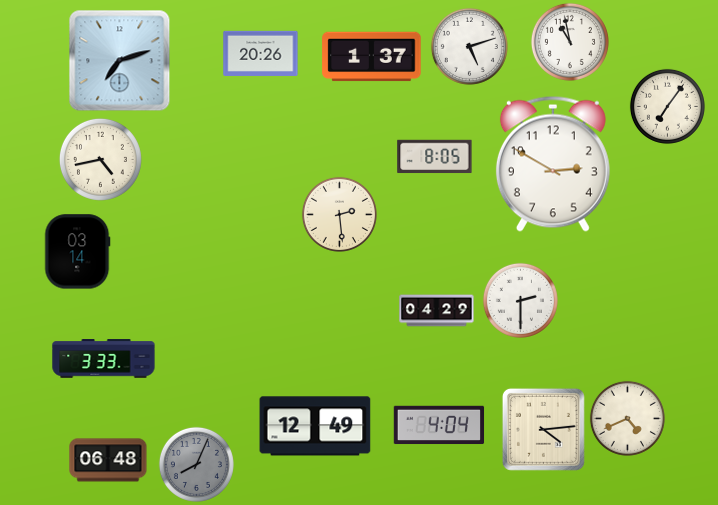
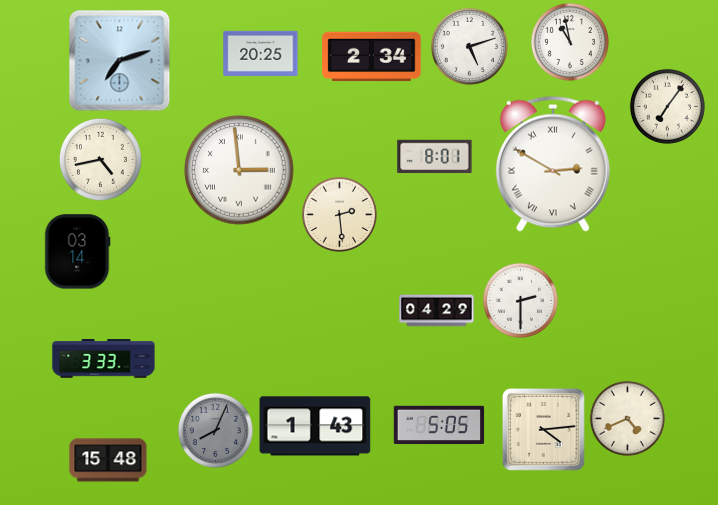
clock at (261, 53): 20:26 -> 20:25
clock at (372, 57): 1:37 -> 2:34
clock at (435, 157): 8:05 -> 8:01
clock at (553, 164) numerals: Arabic -> Roman
clock at (239, 170): none -> 2:59
clock at (439, 425): 4:04 -> 5:05
clock at (315, 426): 12:49 -> 1:43
clock at (108, 460): 06:48 -> 15:48
clock at (196, 464) position: (196, 464) -> (215, 430)
